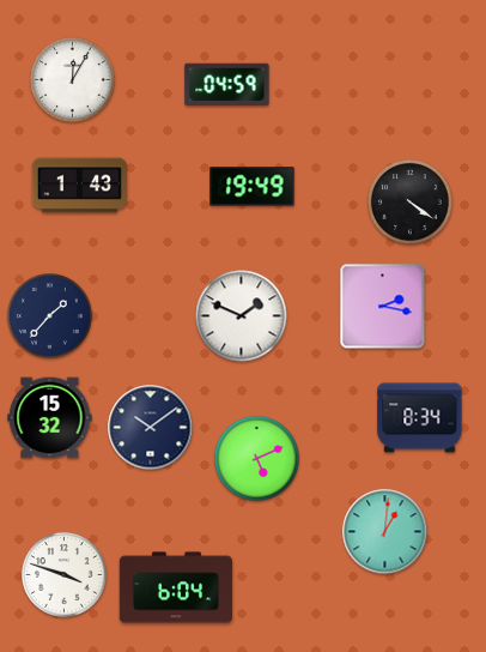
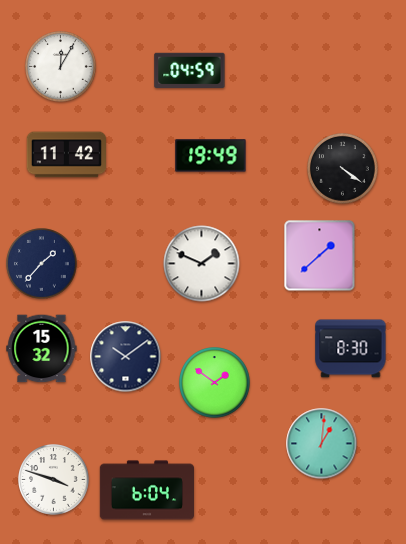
clock at (80, 186): 1:43 -> 11:42
clock at (383, 307): 2:17 -> 1:38
clock at (420, 418): 8:34 -> 8:30
clock at (257, 459): 5:11 -> 1:51
